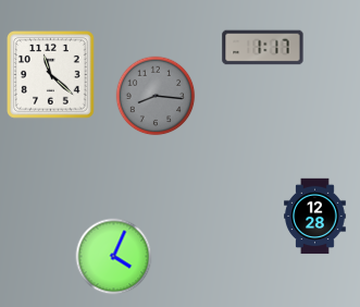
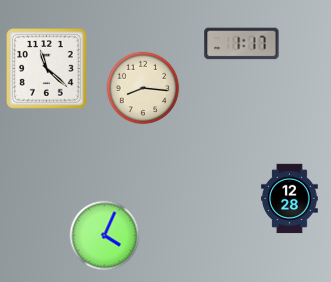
clock at (156, 96) dial: grey -> cream
